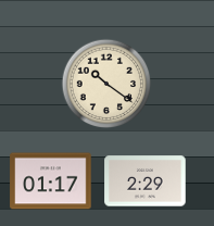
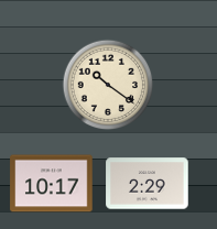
clock at (51, 181): 01:17 -> 10:17
